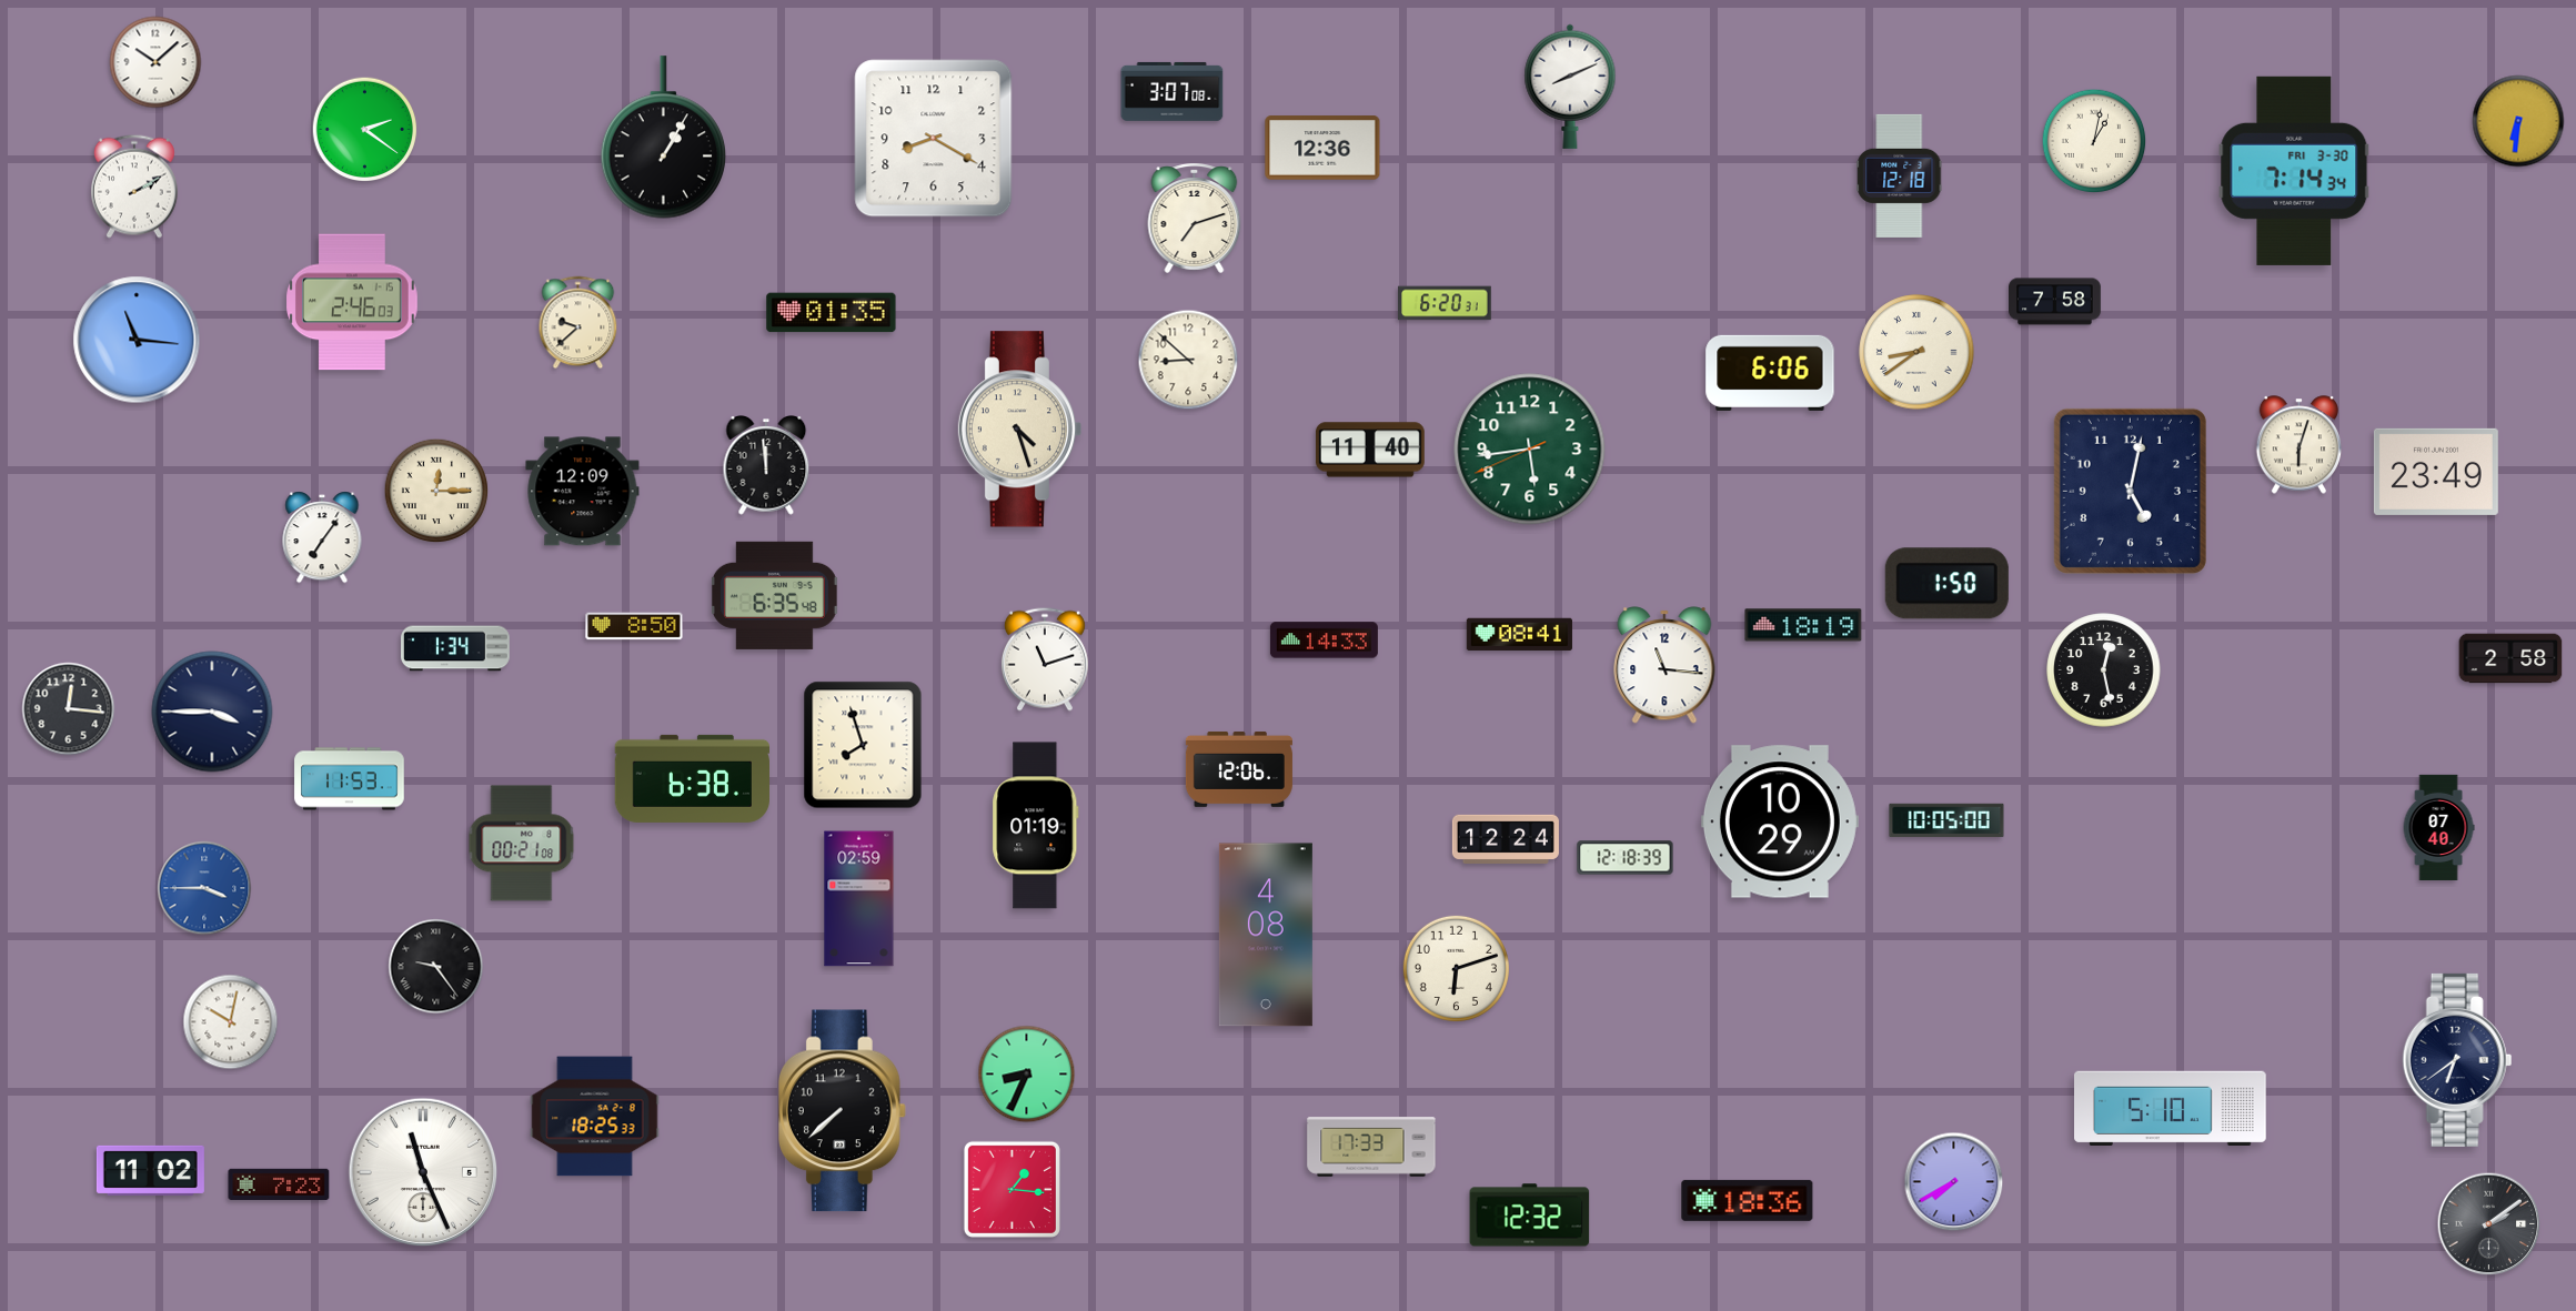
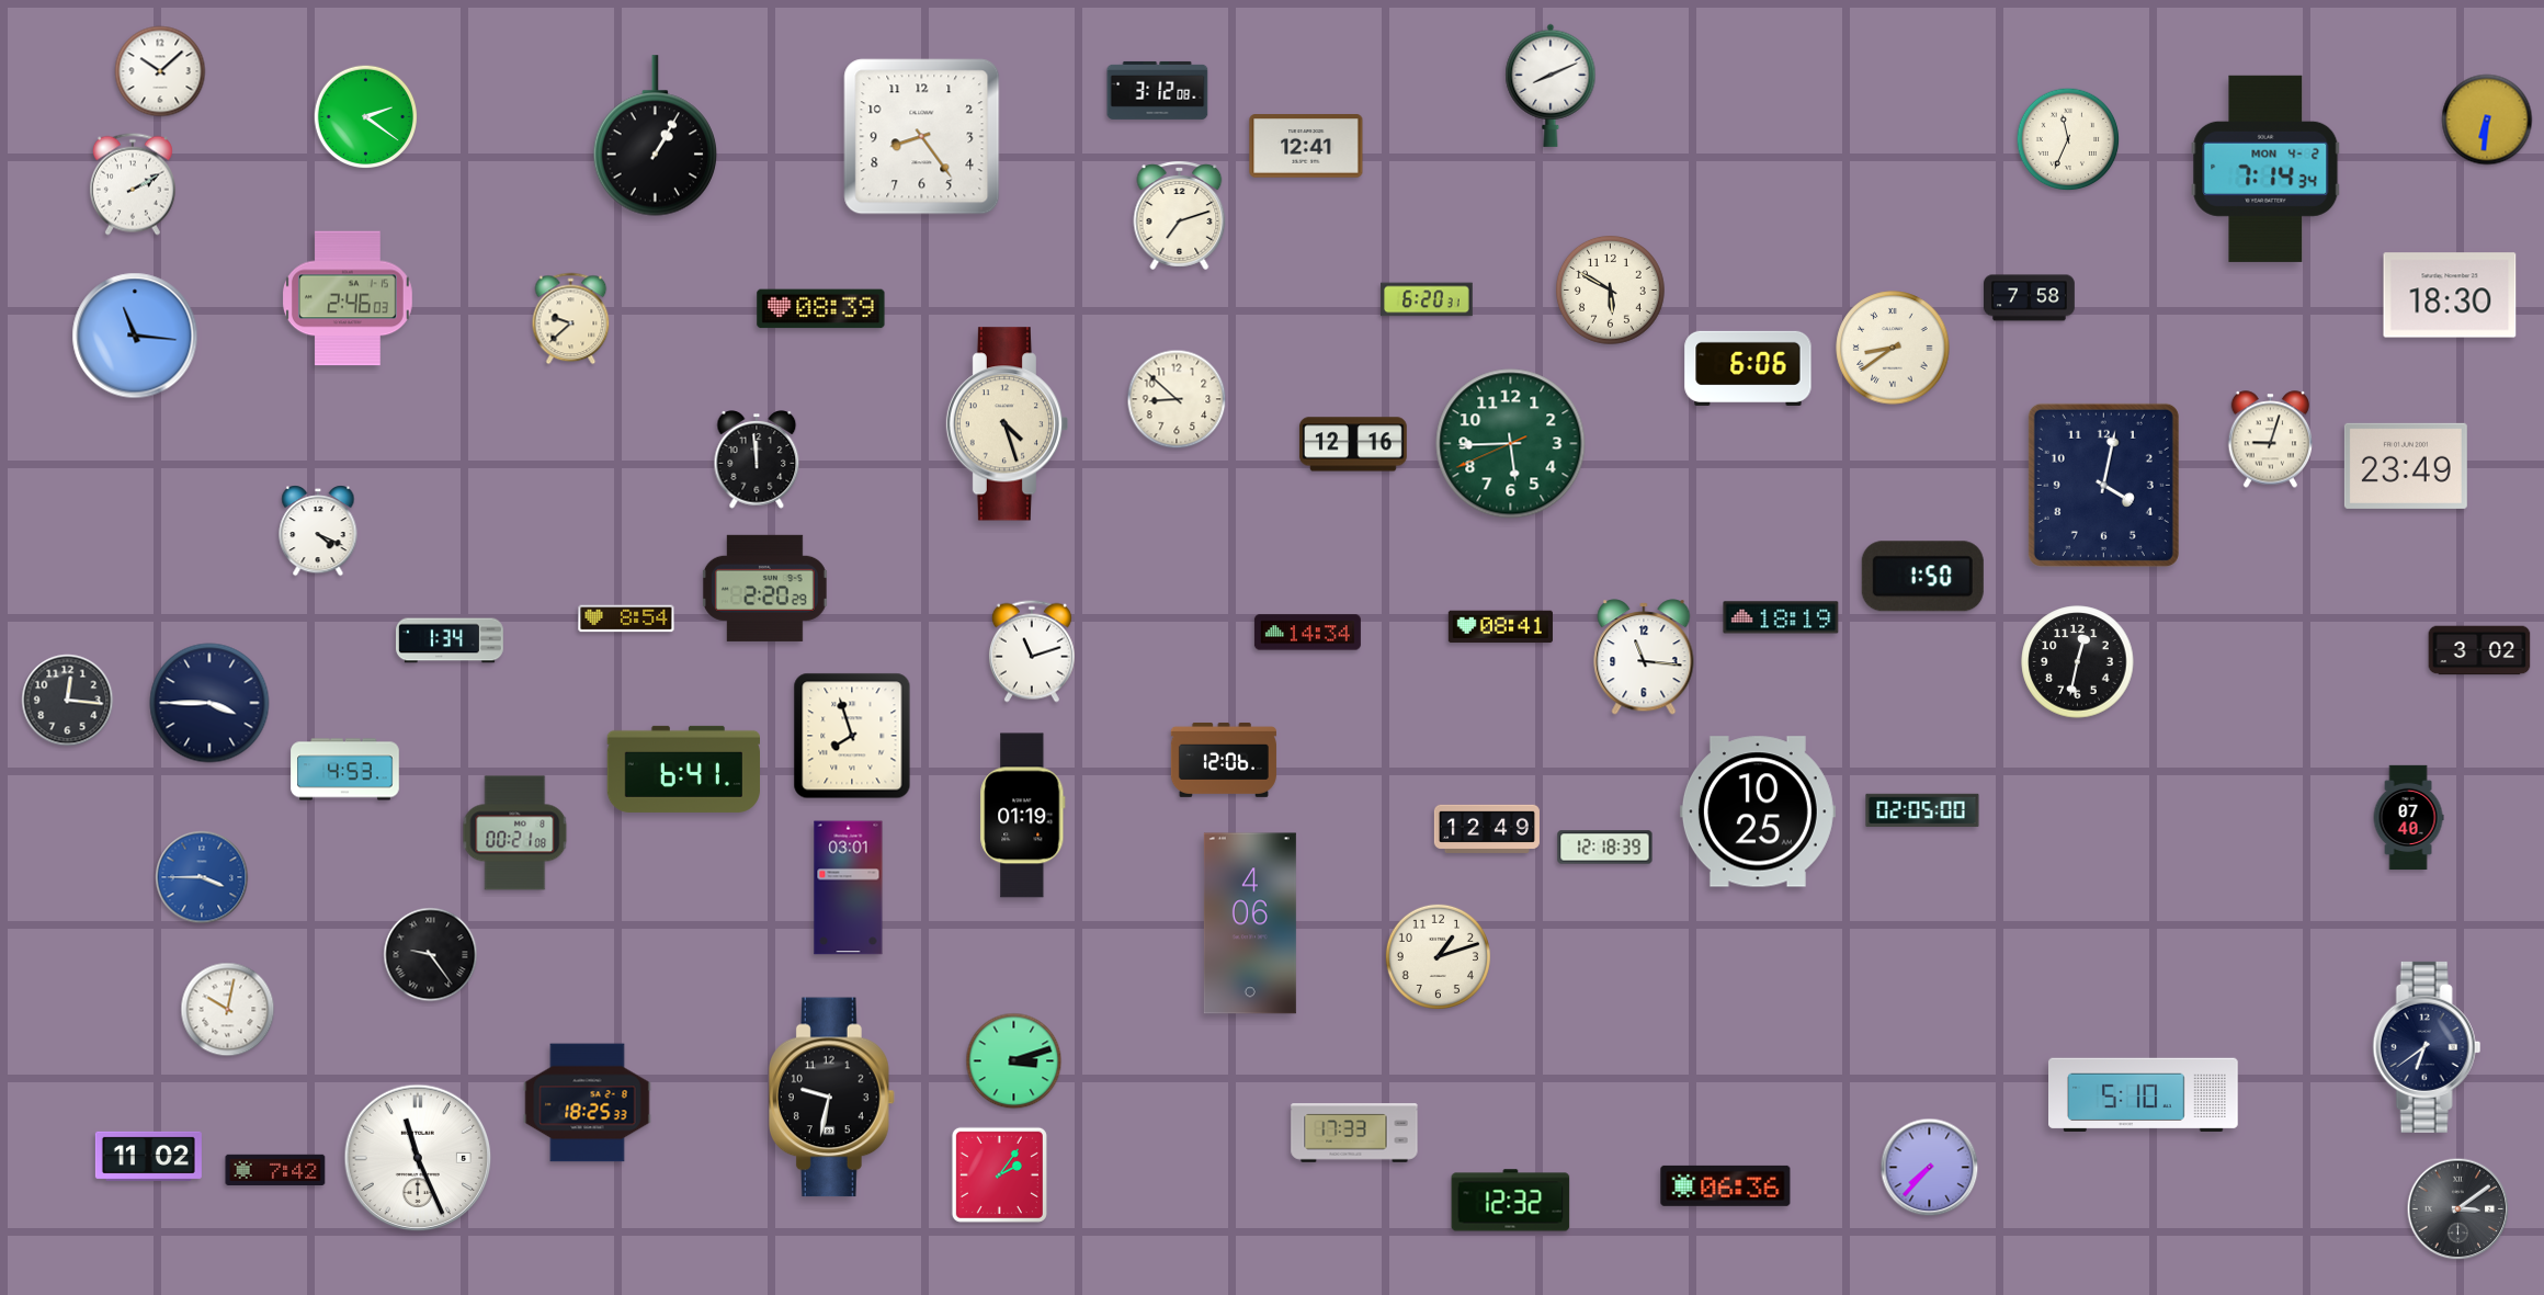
clock at (155, 62) position: (155, 62) -> (160, 71)
clock at (1173, 91): 3:07 -> 3:12
clock at (365, 130) position: (365, 130) -> (366, 117)
clock at (934, 139): 8:20 -> 8:24
clock at (2094, 141): 1:02 -> 11:34
clock at (1322, 148): 12:36 -> 12:41
clock at (2294, 171) date: FRI 3-30 -> MON 4-2
clock at (1900, 175): 12:18 -> none
clock at (1610, 289): none -> 5:50
clock at (2450, 295): none -> 18:30
clock at (832, 313): 01:35 -> 08:39
clock at (1188, 360) position: (1188, 360) -> (1177, 399)
clock at (2300, 445): 6:03 -> 9:03
clock at (1370, 450): 11:40 -> 12:16
clock at (1530, 450): 5:43 -> 5:44
clock at (436, 491): 12:15 -> none
clock at (2130, 491): 5:02 -> 4:02
clock at (583, 492): 12:09 -> none
clock at (322, 537): 7:06 -> 4:19
clock at (774, 595): 6:35 -> 2:20
clock at (634, 626): 8:50 -> 8:54
clock at (1324, 641): 14:33 -> 14:34
clock at (2510, 658): 2:58 -> 3:02
clock at (2104, 670): 12:28 -> 12:32
clock at (692, 778): 6:38 -> 6:41
clock at (350, 779): 11:53 -> 4:53
clock at (1946, 820): 10:05 -> 02:05
clock at (1780, 821): 10:29 -> 10:25
clock at (1506, 838): 12:24 -> 12:49
clock at (859, 899): 02:59 -> 03:01
clock at (1266, 935): 4:08 -> 4:06
clock at (1456, 968): 6:12 -> 1:12
clock at (1027, 1075): 8:34 -> 3:12
clock at (842, 1111): 7:38 -> 9:32
clock at (1954, 1182): 7:40 -> 7:37
clock at (279, 1183): 7:23 -> 7:42
clock at (1012, 1189): 1:16 -> 2:06
clock at (1748, 1200): 18:36 -> 06:36
clock at (2489, 1224): 2:09 -> 3:09
